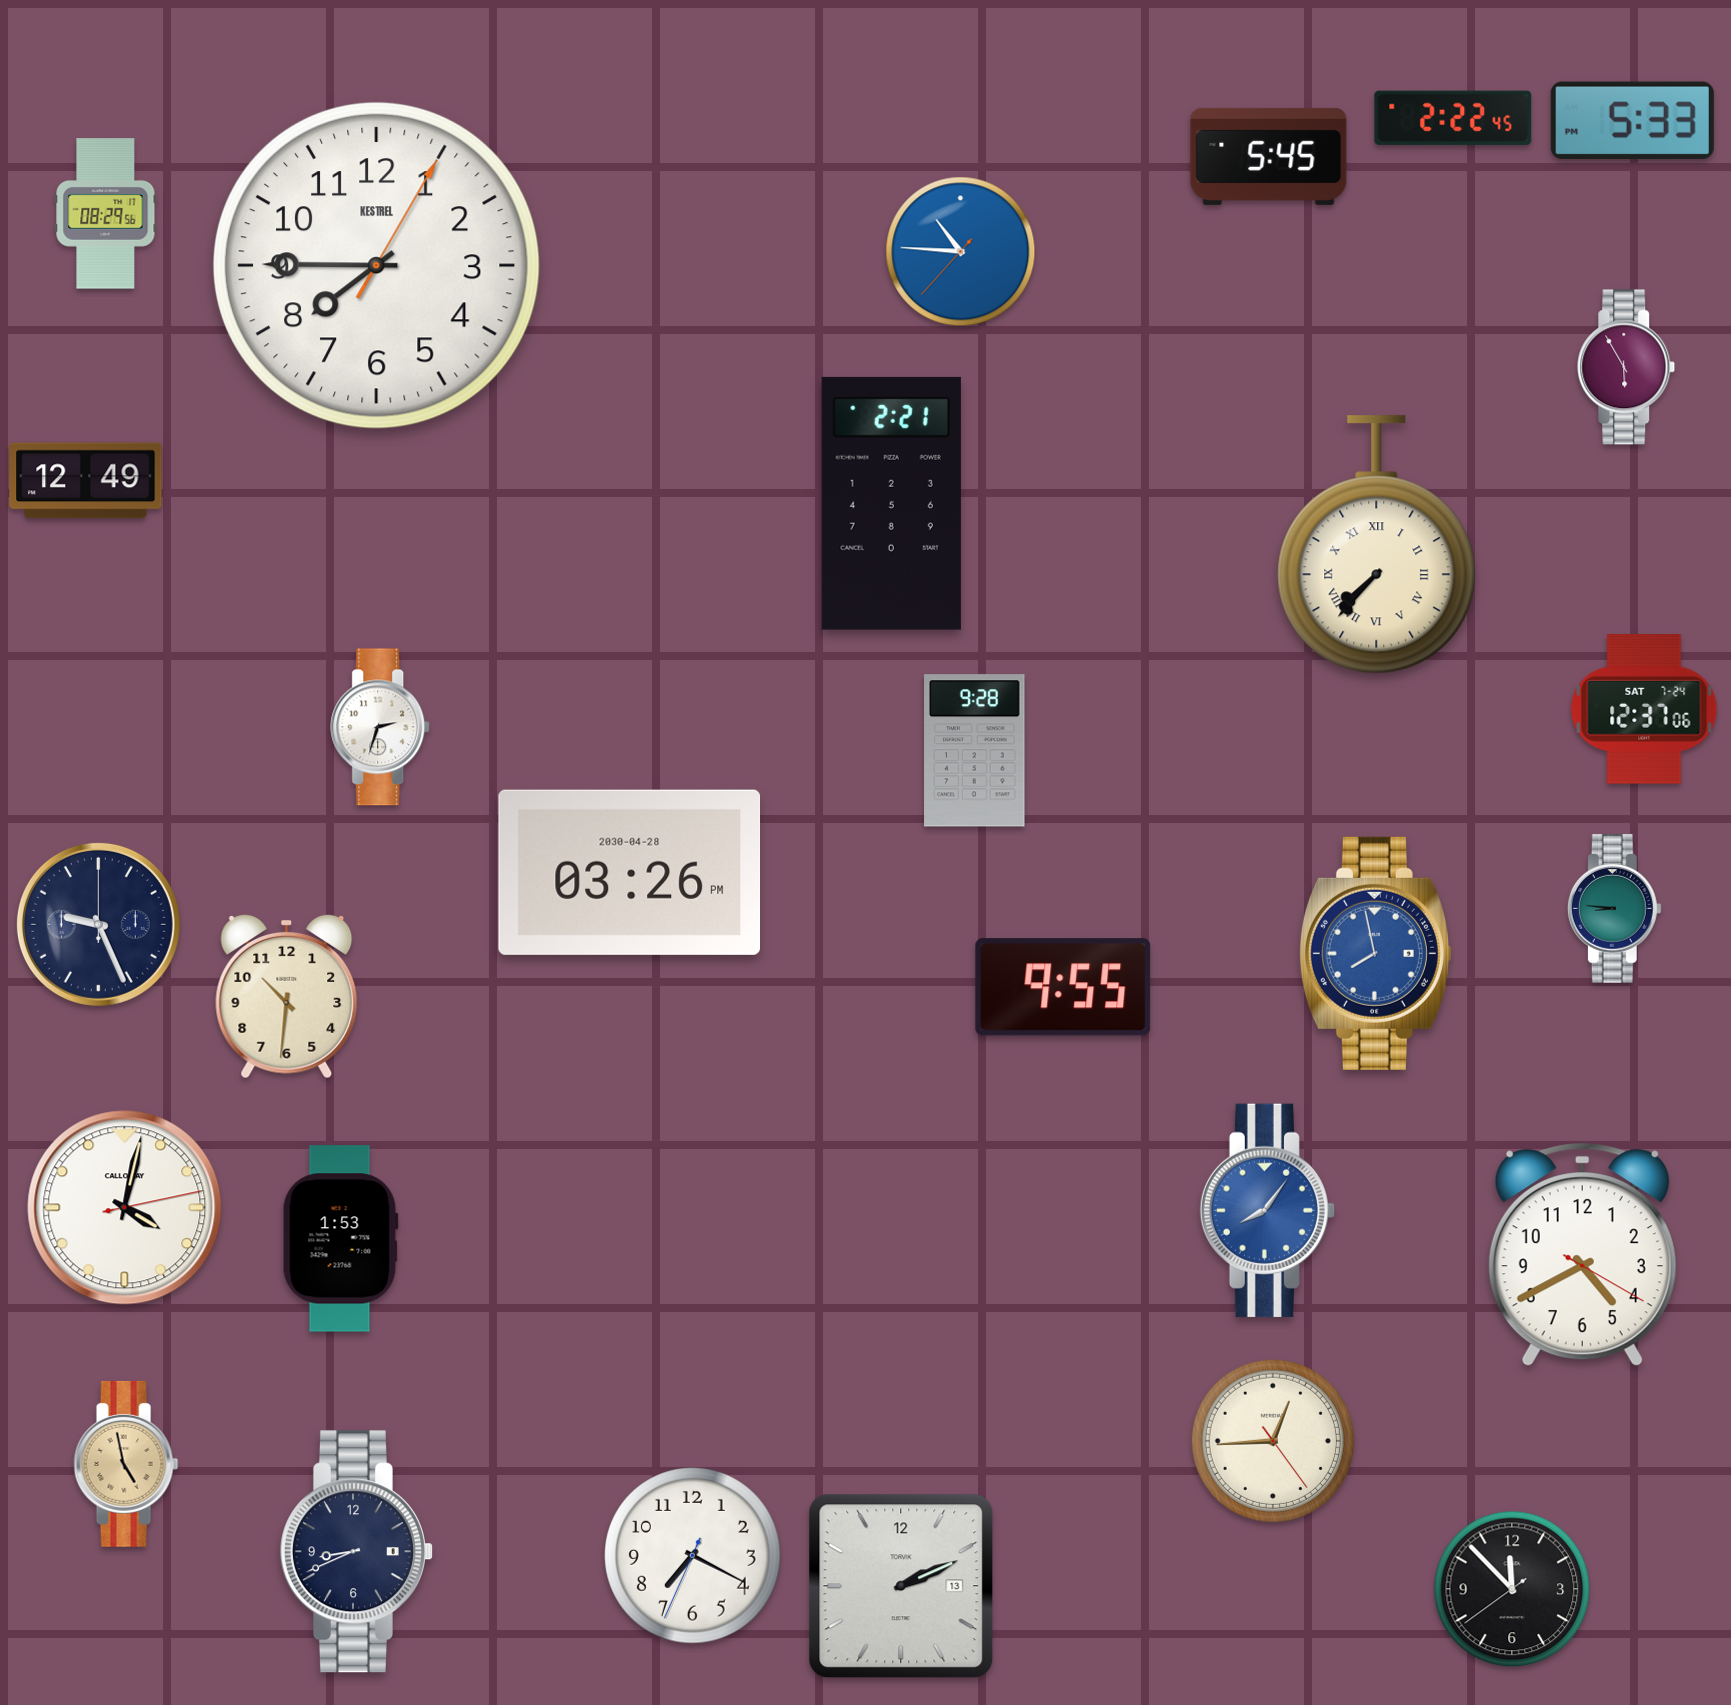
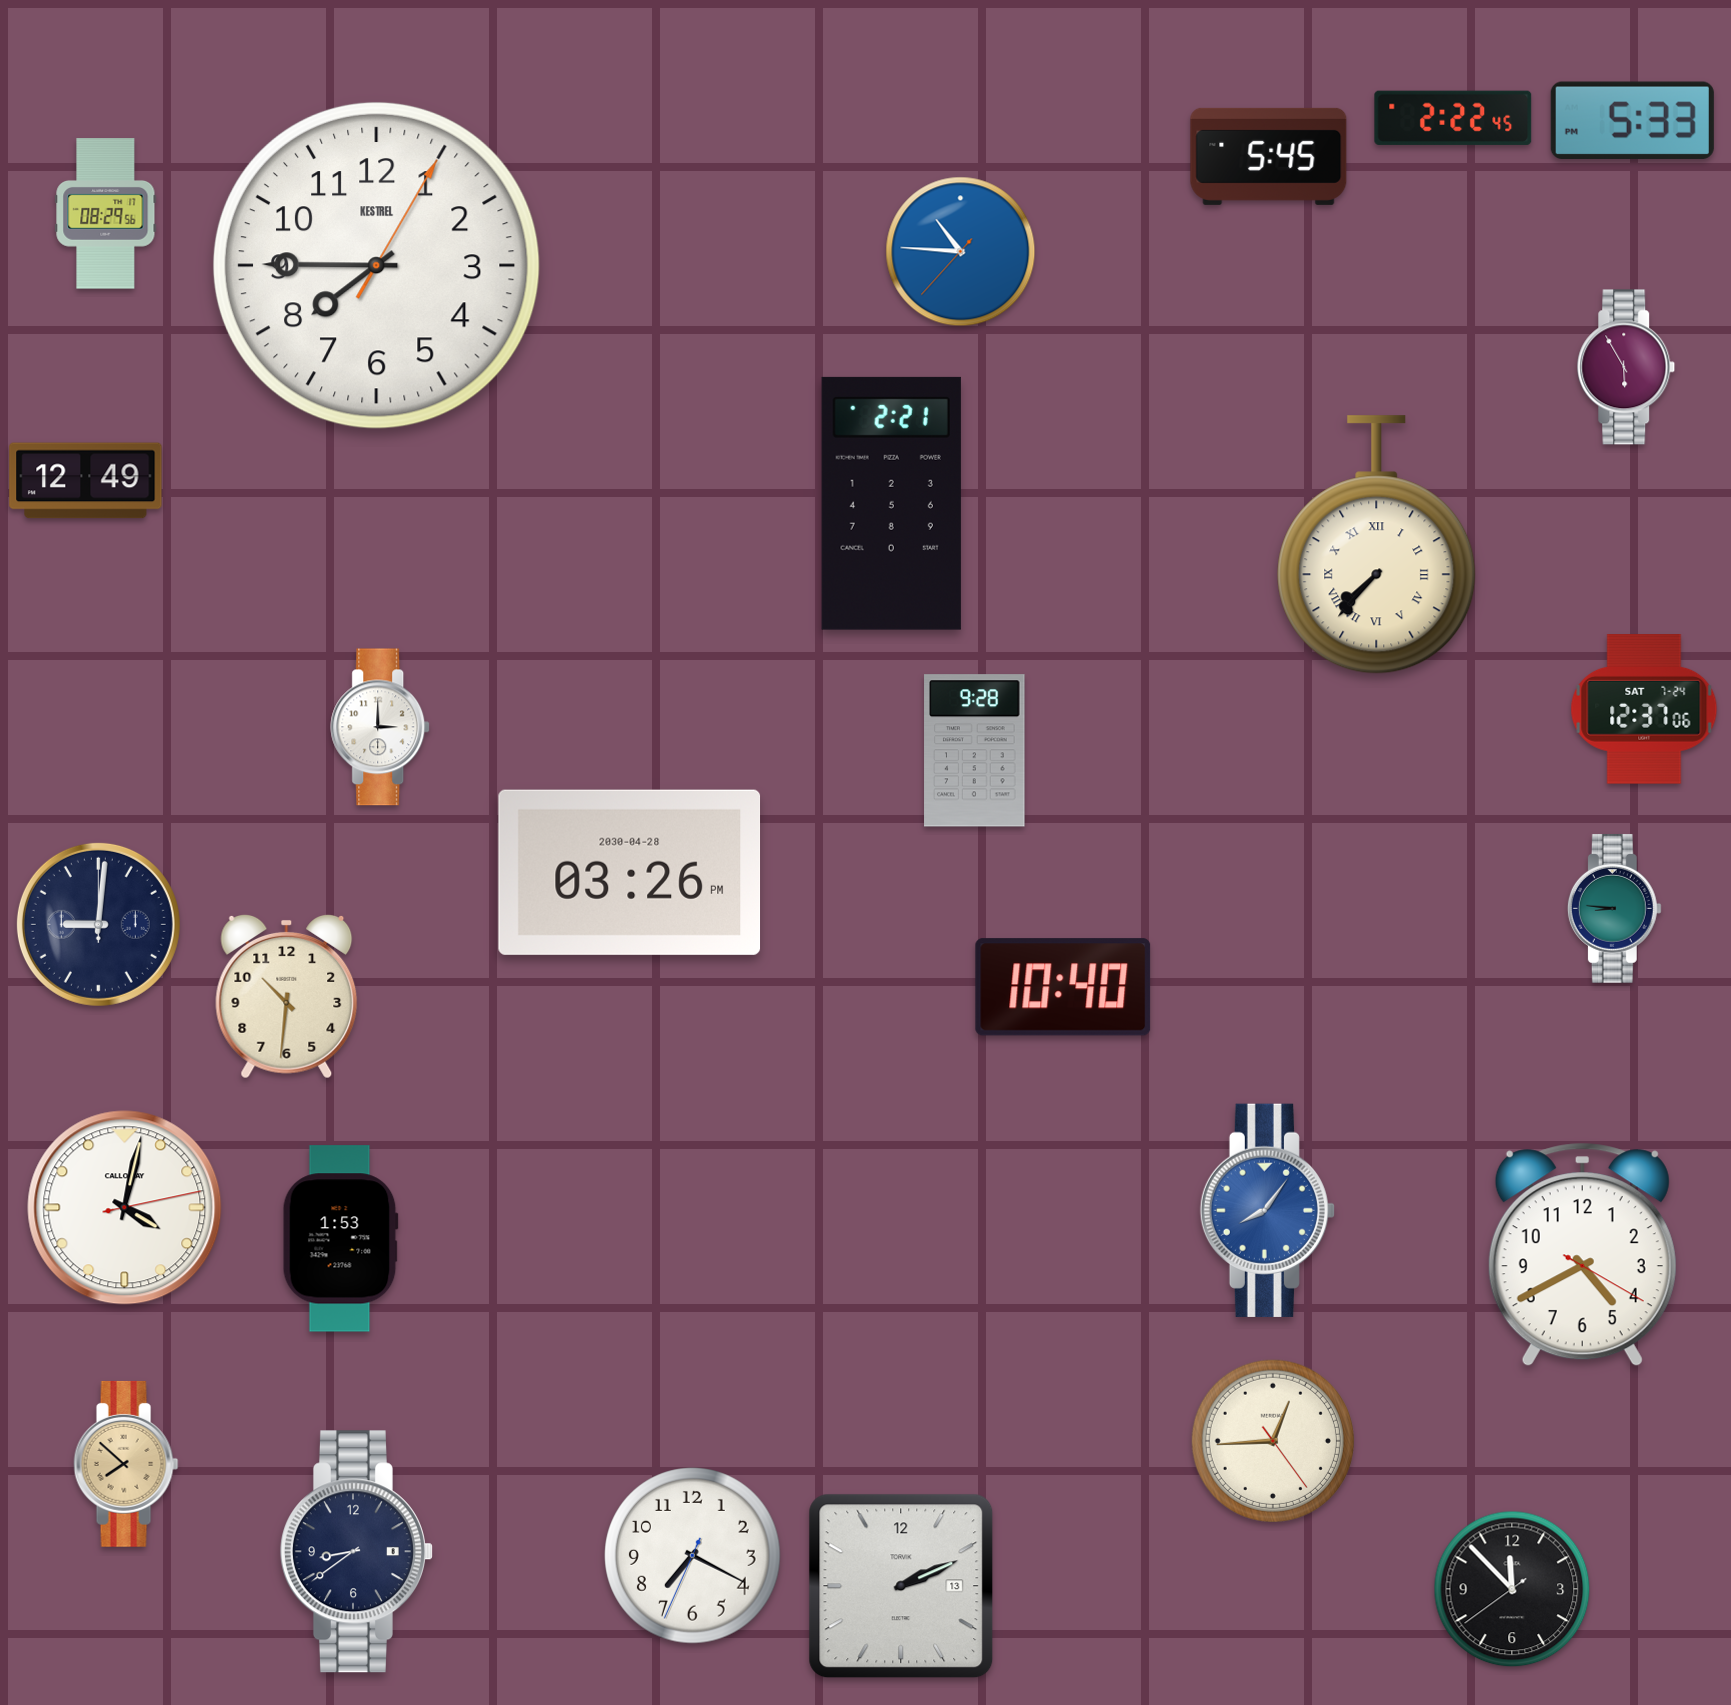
clock at (381, 727): 2:33 -> 3:00
clock at (98, 924): 9:26 -> 9:01
clock at (1375, 953): 7:58 -> none
clock at (1063, 987): 9:55 -> 10:40
clock at (126, 1464): 4:58 -> 7:52
clock at (356, 1552): 8:41 -> 8:39
